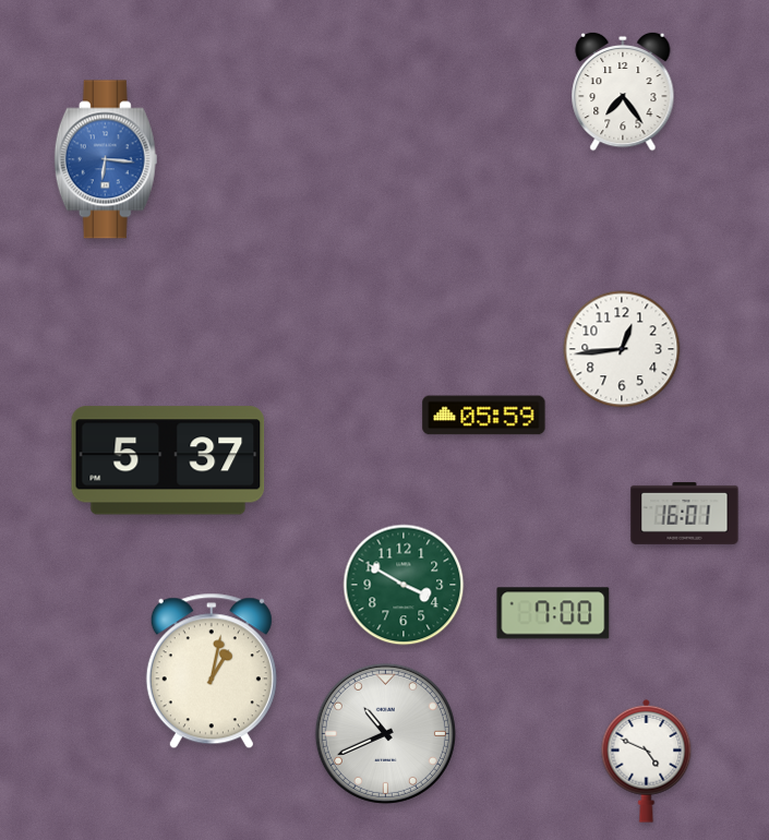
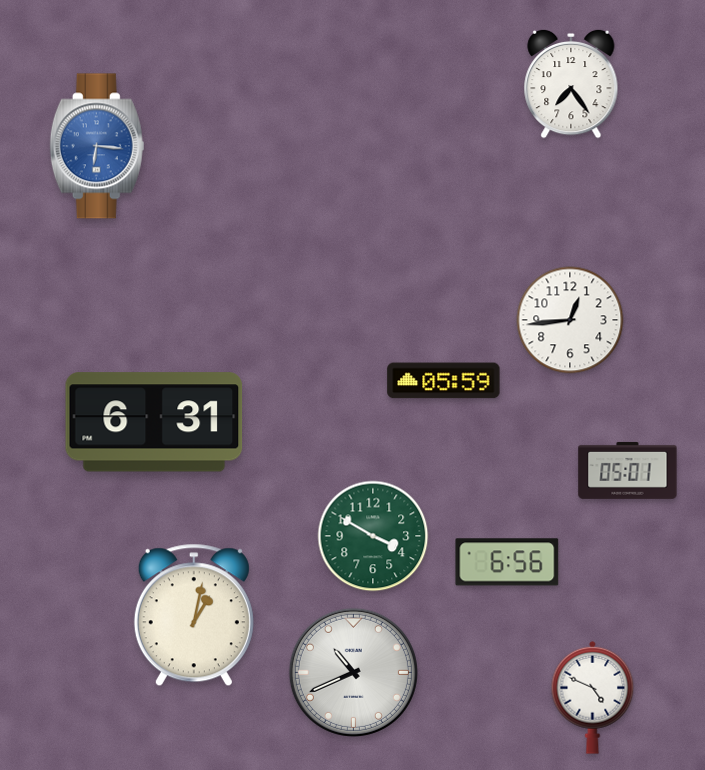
clock at (168, 460): 5:37 -> 6:31
clock at (685, 513): 16:01 -> 05:01
clock at (404, 585) position: (404, 585) -> (373, 536)
clock at (553, 613): 7:00 -> 6:56
